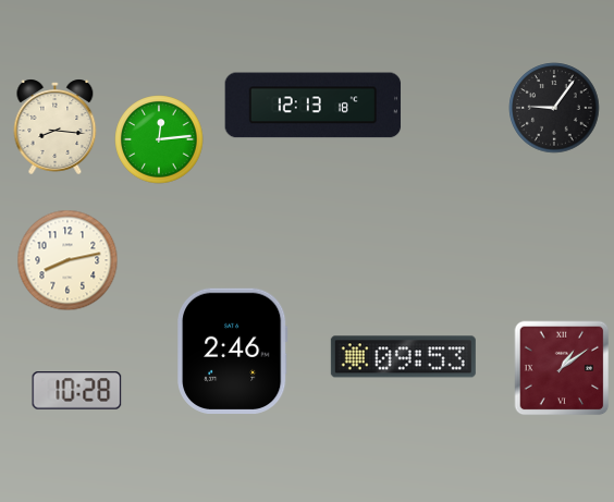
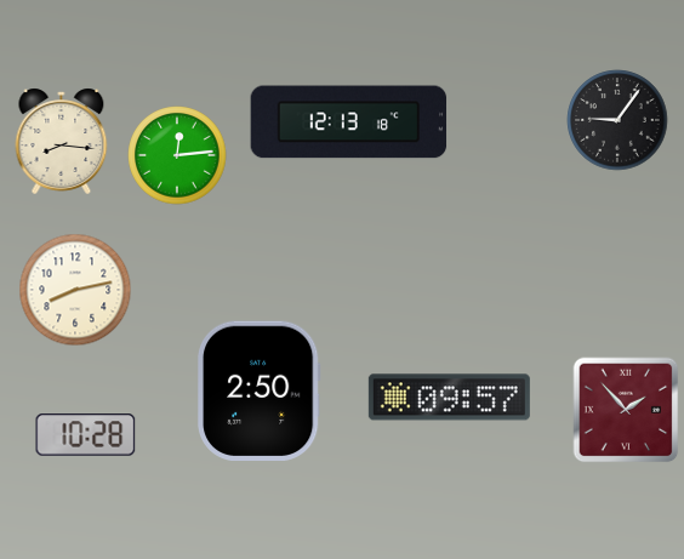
clock at (314, 106) position: (314, 106) -> (349, 122)
clock at (233, 351): 2:46 -> 2:50
clock at (403, 357): 09:53 -> 09:57
clock at (562, 368): 1:09 -> 1:53
